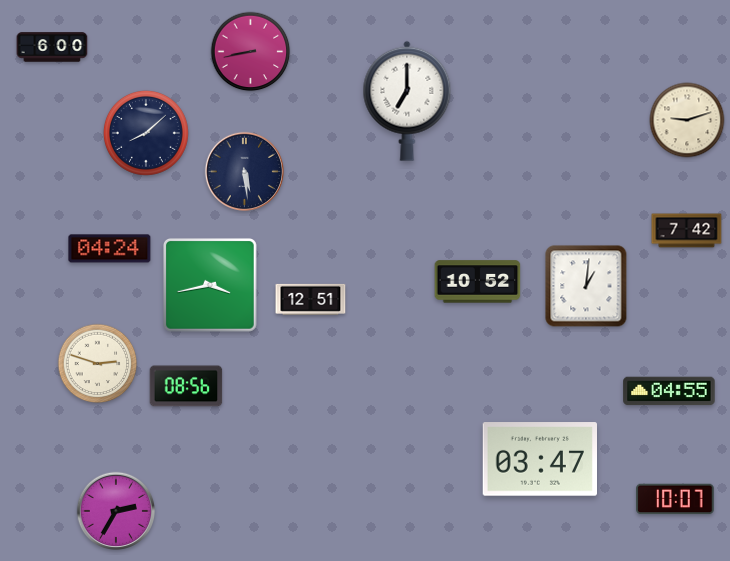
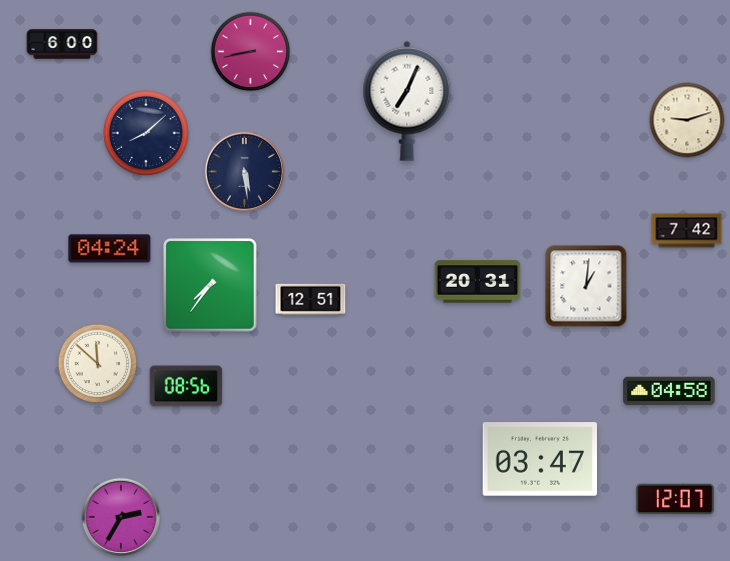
clock at (52, 47) position: (52, 47) -> (62, 44)
clock at (407, 101): 7:00 -> 7:04
clock at (478, 282): 10:52 -> 20:31
clock at (210, 285): 3:43 -> 7:36
clock at (98, 364): 2:48 -> 11:52
clock at (669, 391): 04:55 -> 04:58
clock at (675, 499): 10:07 -> 12:07
clock at (115, 510) position: (115, 510) -> (120, 516)
